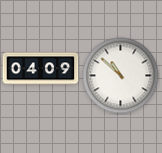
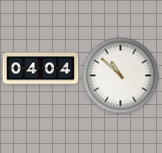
clock at (41, 69): 04:09 -> 04:04
